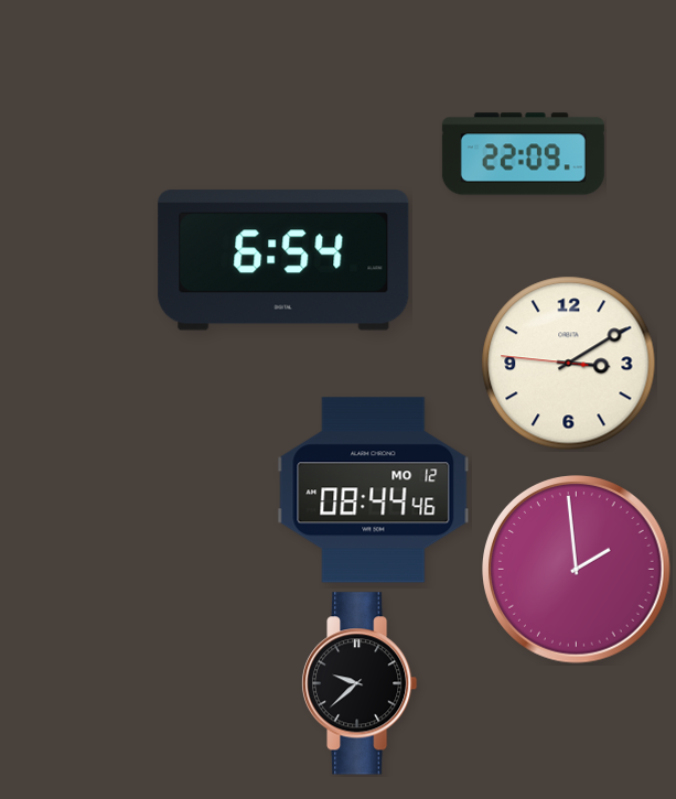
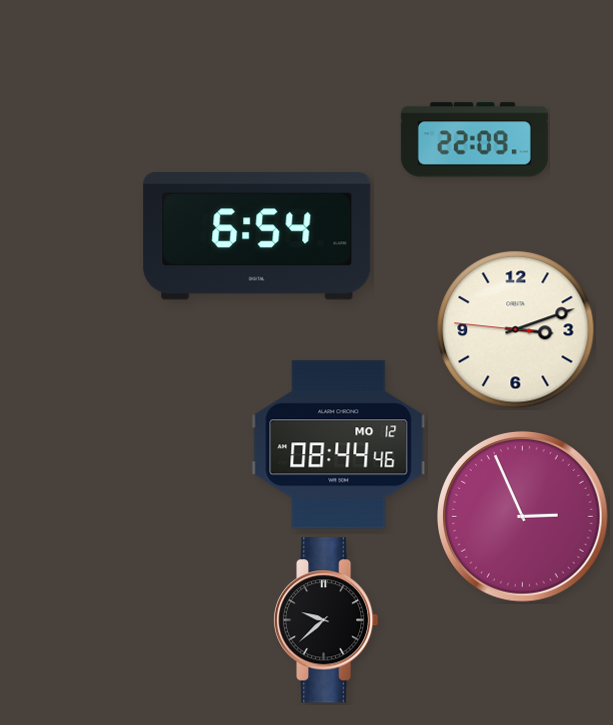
clock at (569, 364): 3:09 -> 3:11
clock at (577, 570): 1:59 -> 2:56
